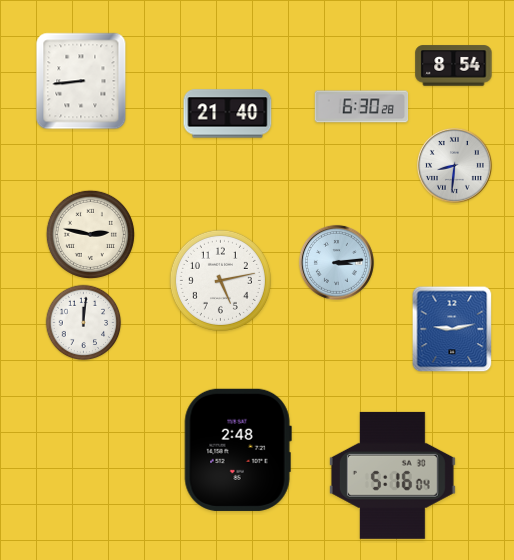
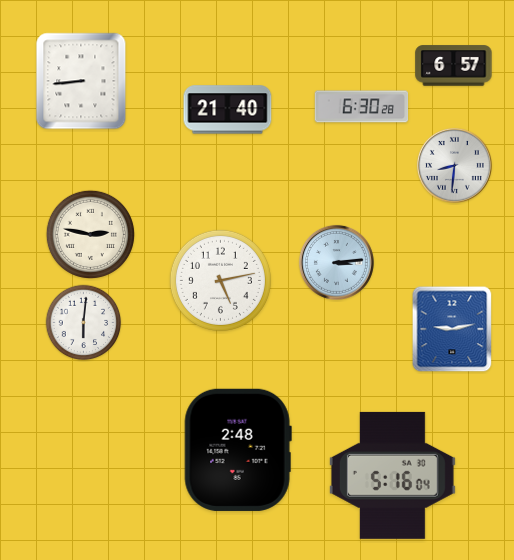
clock at (454, 66): 8:54 -> 6:57
clock at (228, 114) position: (228, 114) -> (228, 110)
clock at (84, 323): 12:01 -> 6:01
